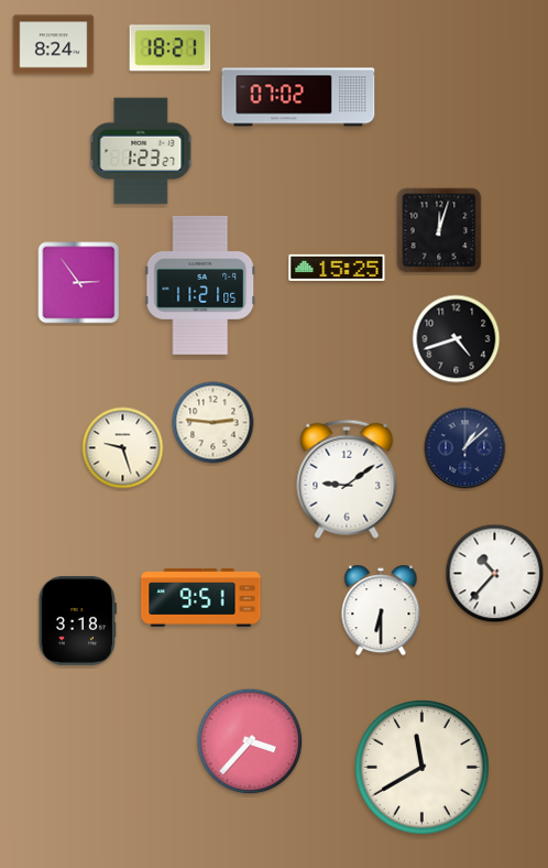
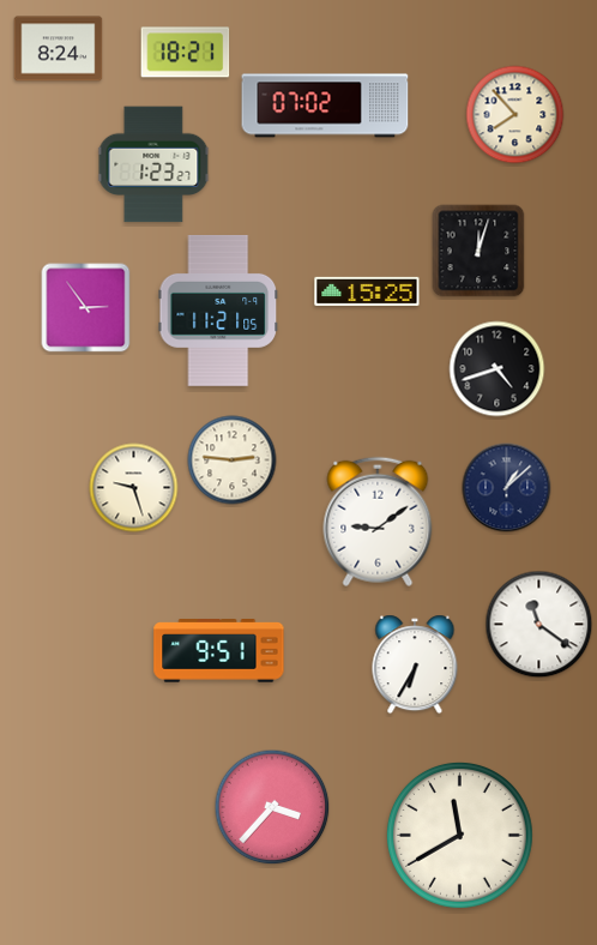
clock at (515, 115): none -> 7:53
clock at (495, 574): 10:37 -> 11:21
clock at (381, 610): 6:30 -> 6:35
clock at (77, 620): 3:18 -> none
